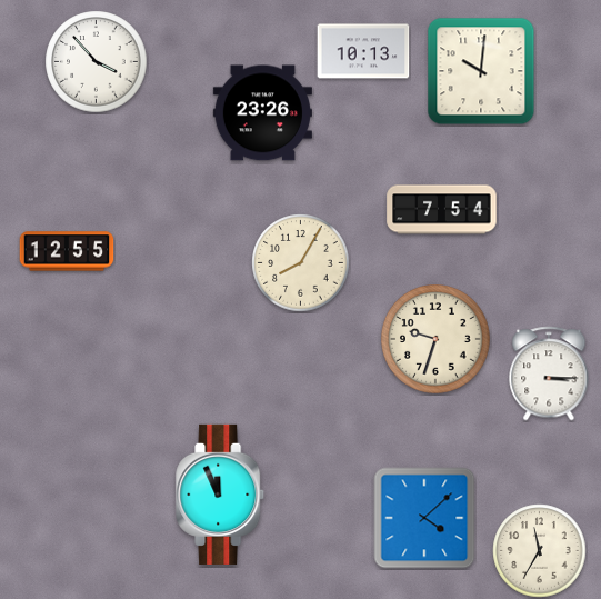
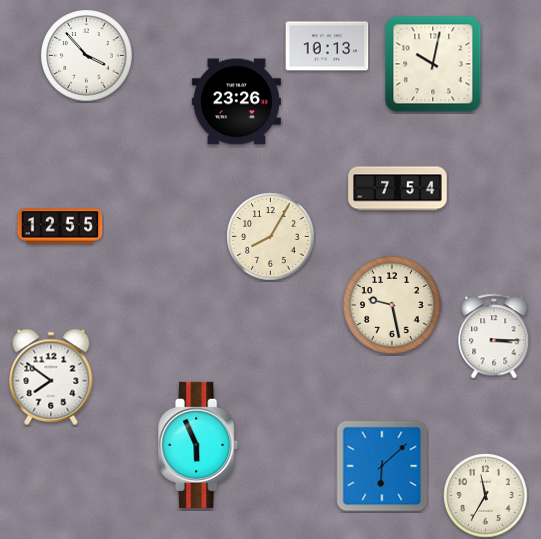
clock at (481, 71): 10:01 -> 10:02
clock at (435, 339): 9:33 -> 9:28
clock at (51, 377): none -> 7:51
clock at (221, 495): 11:56 -> 5:56
clock at (424, 518): 4:08 -> 6:08
